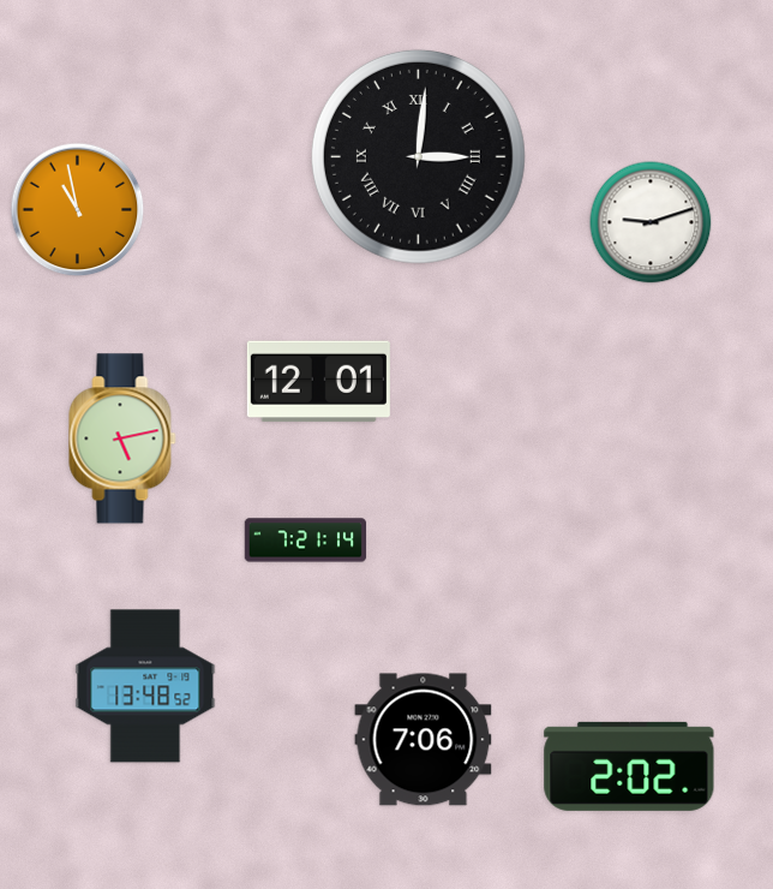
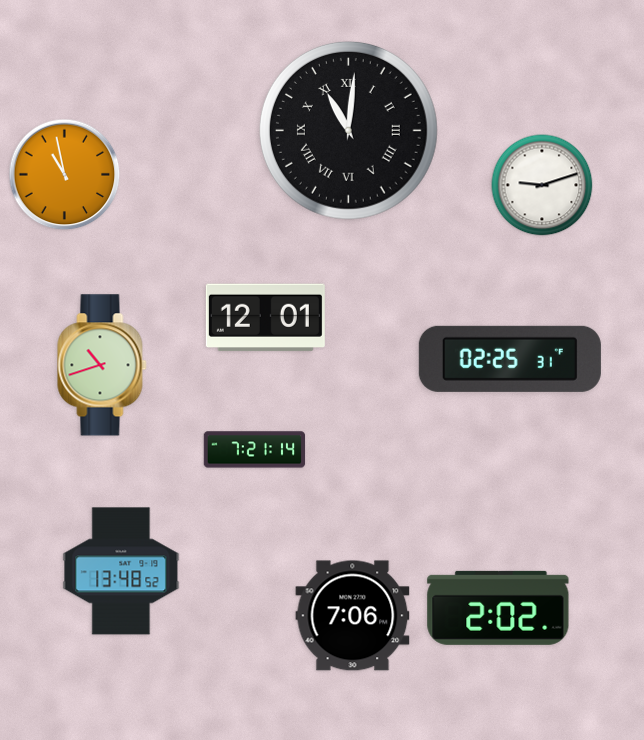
clock at (418, 156): 3:01 -> 11:01
clock at (510, 359): none -> 02:25
clock at (122, 438): 5:13 -> 10:42
clock at (629, 766) position: (629, 766) -> (498, 608)
